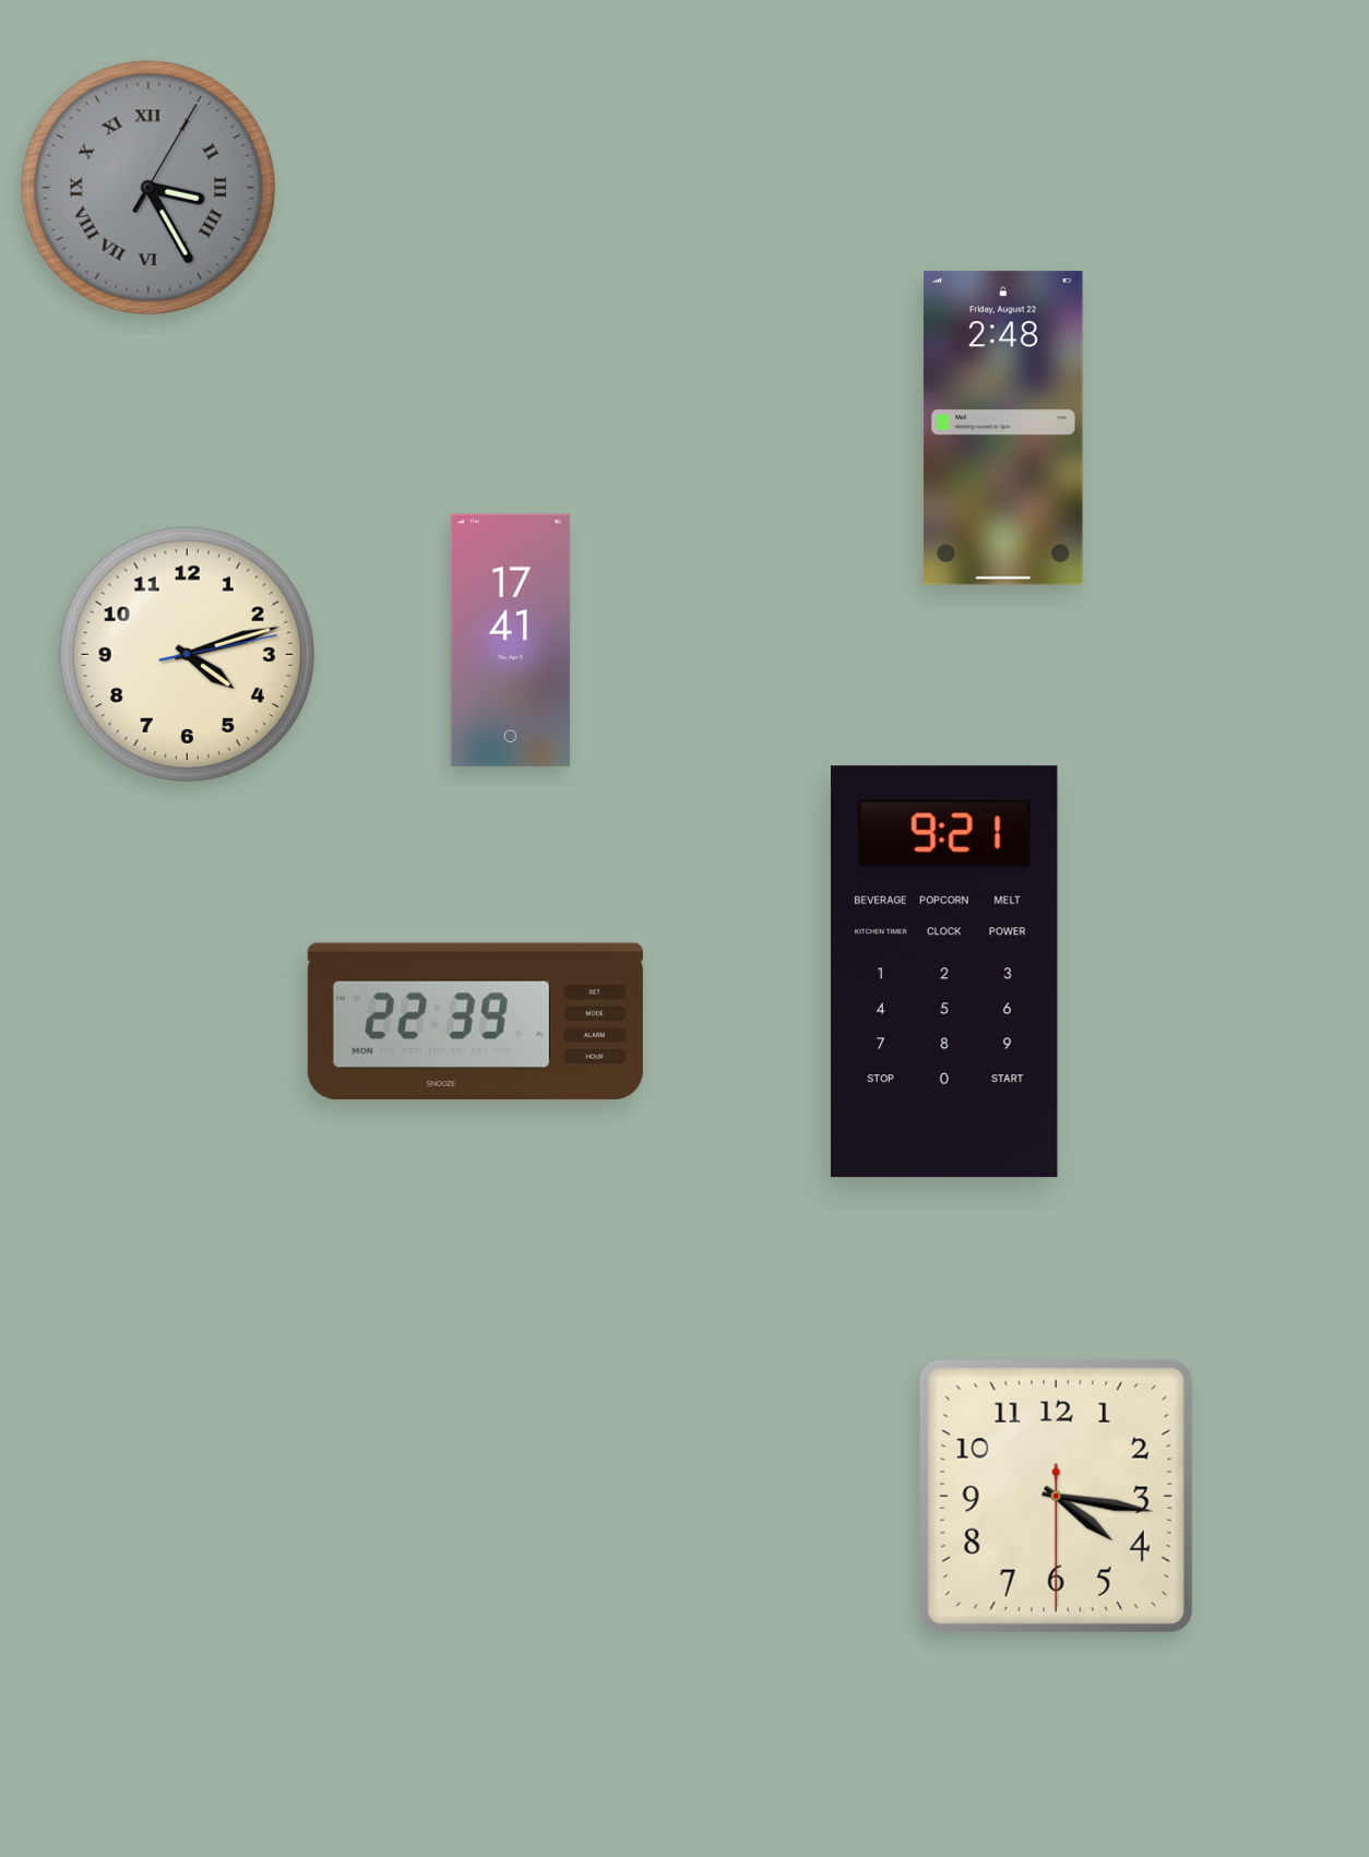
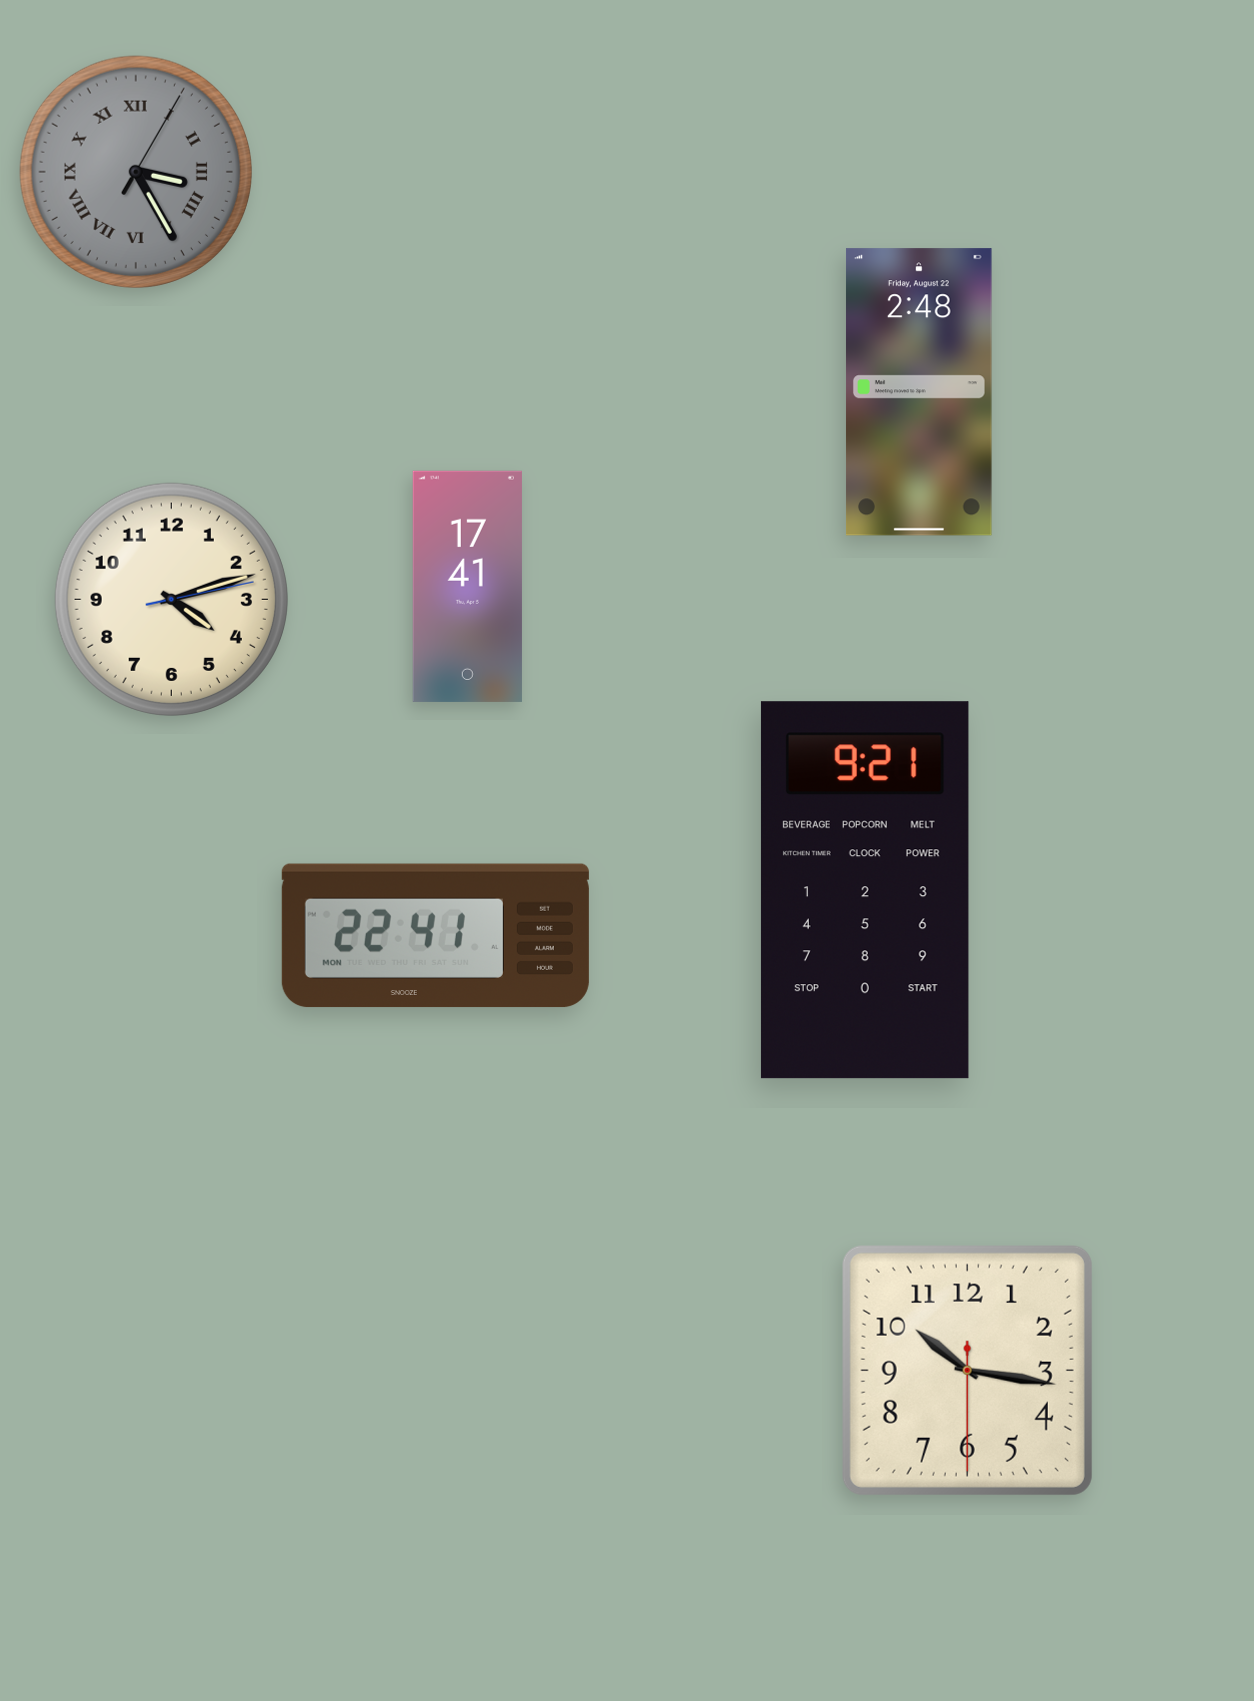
clock at (475, 1022): 22:39 -> 22:41
clock at (1056, 1496): 4:16 -> 10:16
